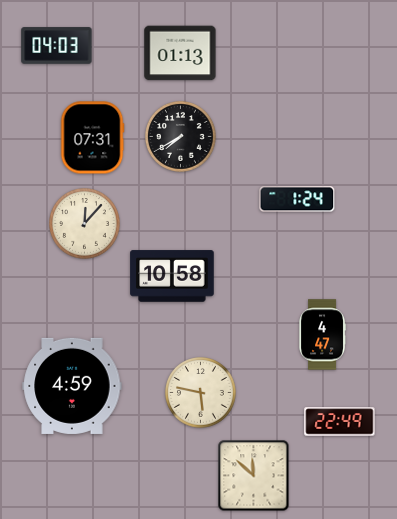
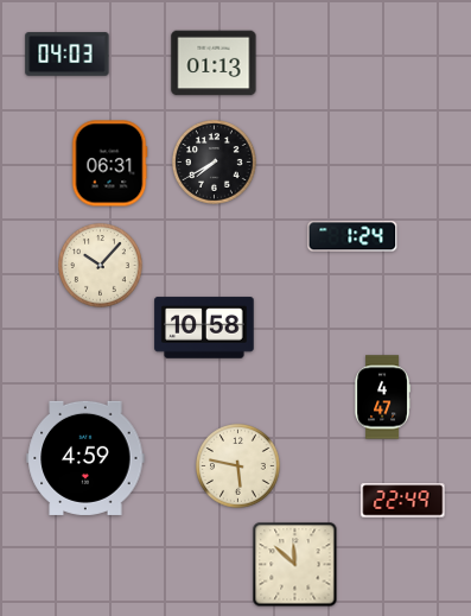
clock at (92, 138): 07:31 -> 06:31
clock at (85, 224): 12:07 -> 10:07
clock at (254, 476) position: (254, 476) -> (295, 565)
